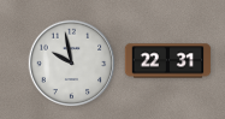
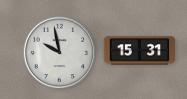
clock at (168, 61): 22:31 -> 15:31
